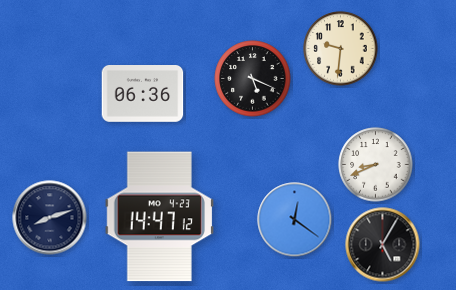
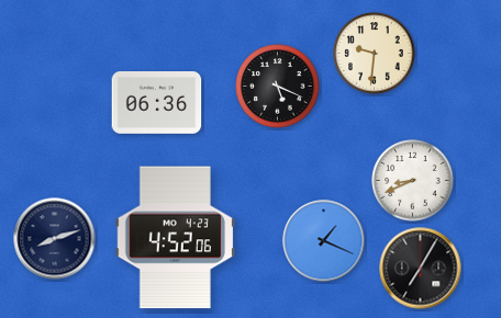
clock at (159, 217): 14:47 -> 4:52
clock at (295, 220): 12:21 -> 1:19
clock at (383, 245): 5:05 -> 7:05
